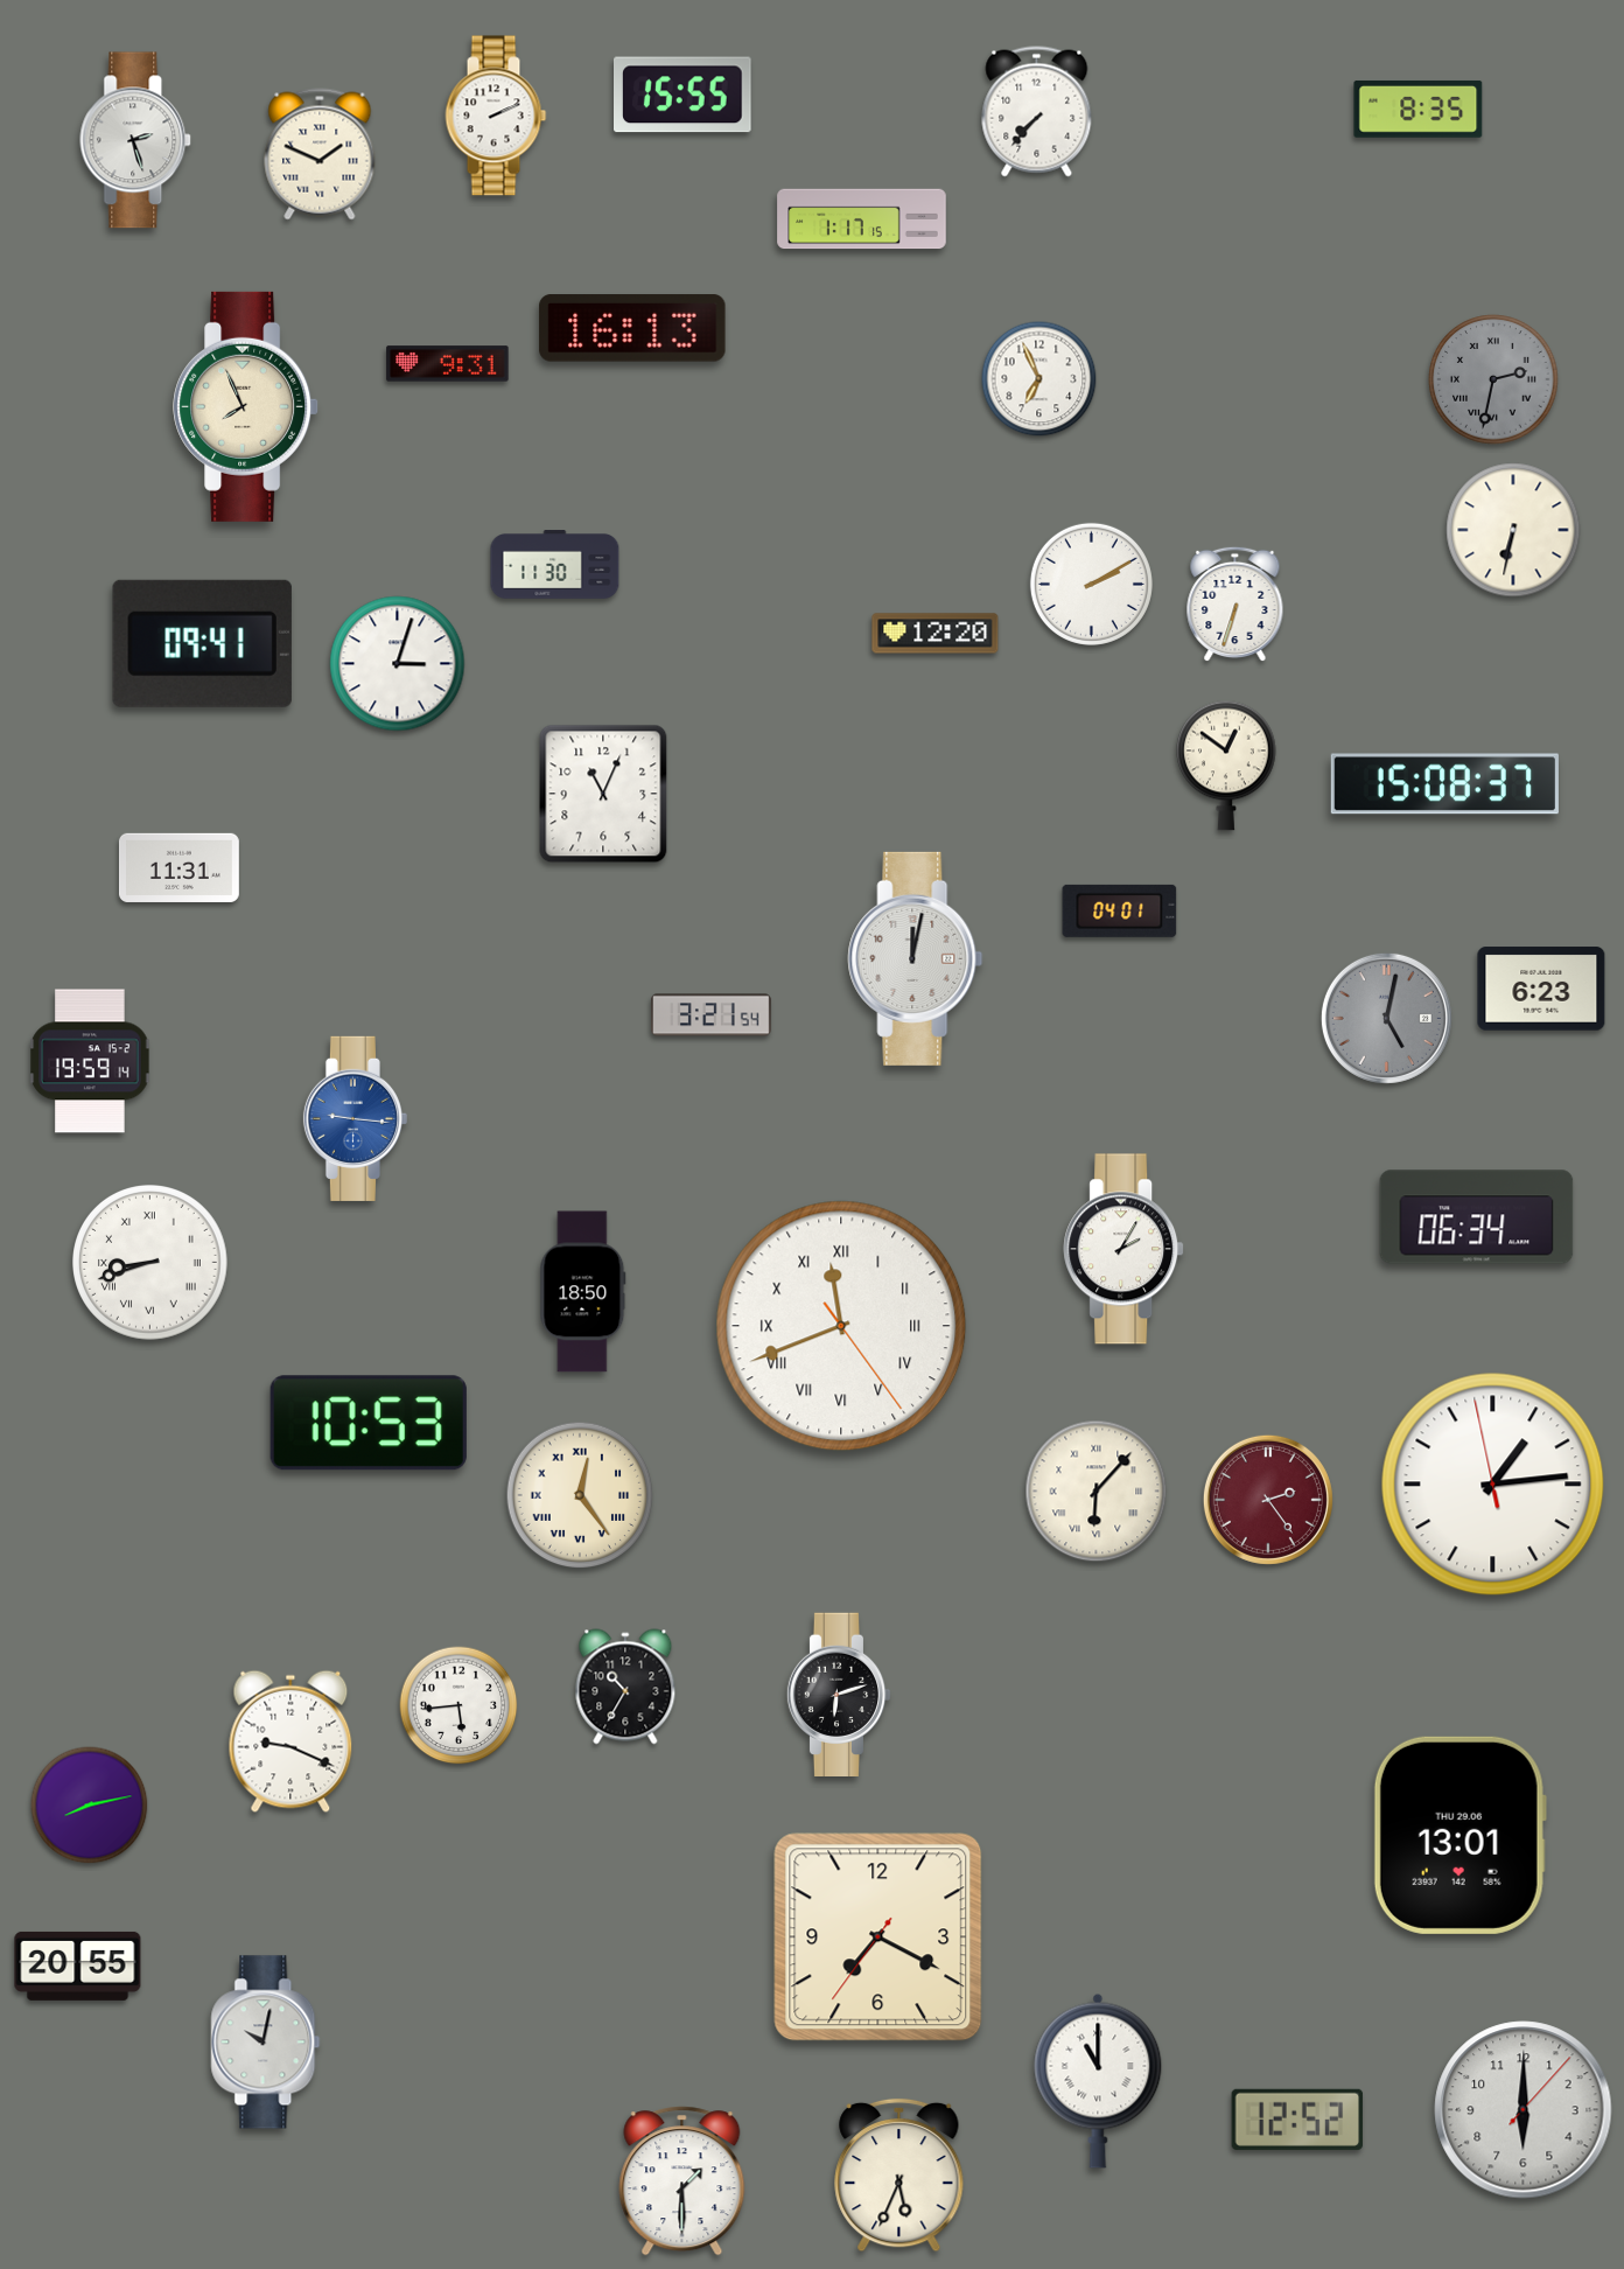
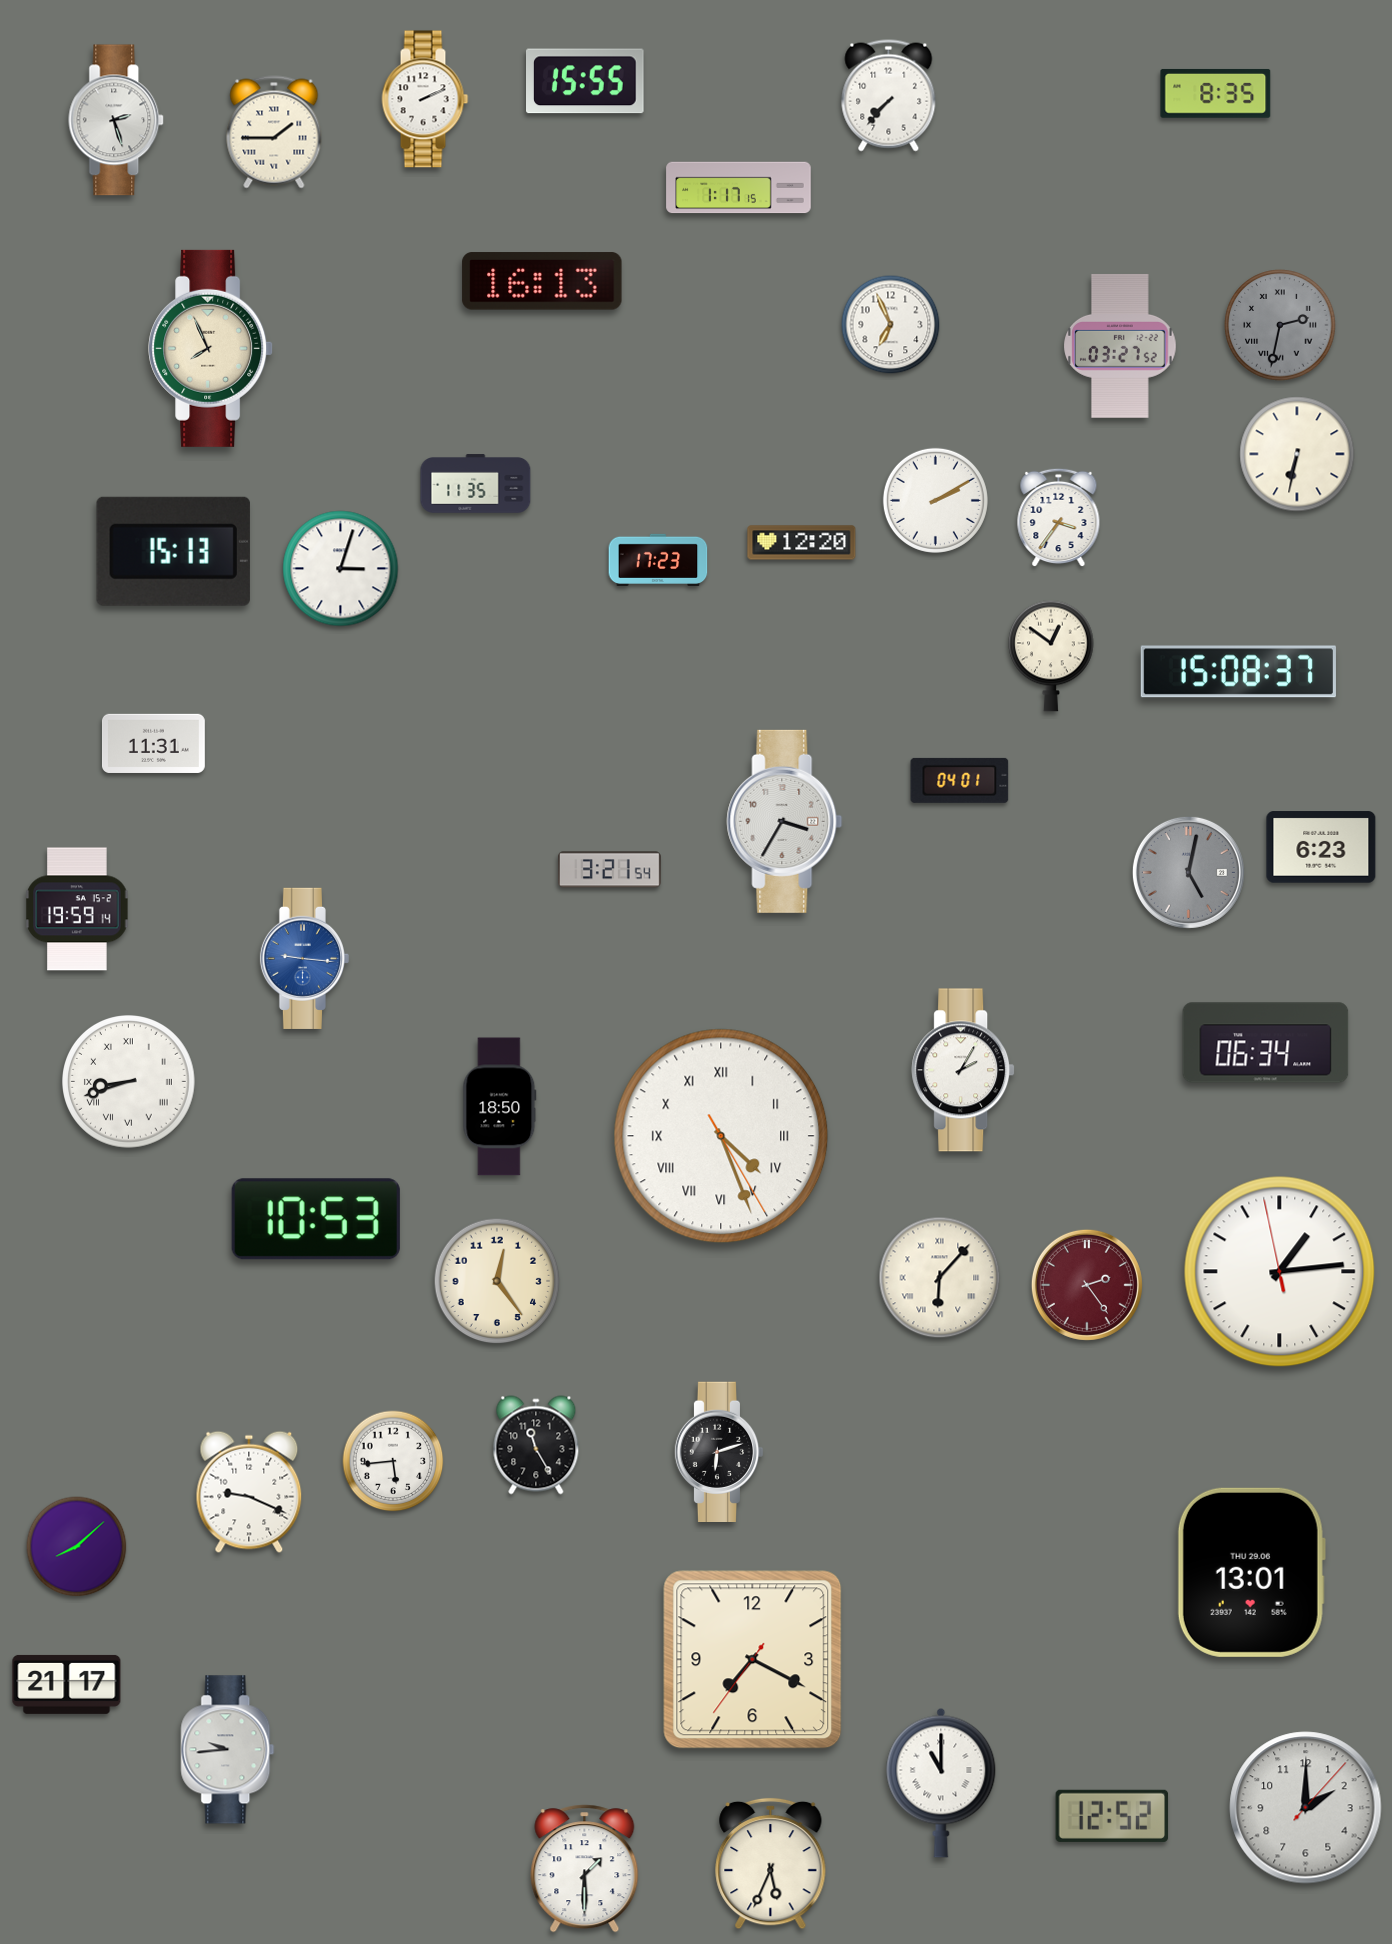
clock at (320, 154): 1:49 -> 1:45
clock at (448, 364): 9:31 -> none
clock at (1120, 346): none -> 03:27
clock at (555, 565): 11:30 -> 11:35
clock at (1235, 605): 6:33 -> 3:36
clock at (202, 643): 09:41 -> 15:13
clock at (658, 560): none -> 17:23
clock at (603, 794): 11:04 -> none
clock at (916, 958): 12:02 -> 3:35
clock at (841, 1326): 11:41 -> 4:26
clock at (580, 1495) numerals: Roman -> Arabic
clock at (625, 1687): 10:35 -> 11:25
clock at (90, 1806): 8:13 -> 8:08
clock at (78, 1966): 20:55 -> 21:17
clock at (266, 2043): 10:02 -> 9:44
clock at (1524, 2110): 6:00 -> 2:00
